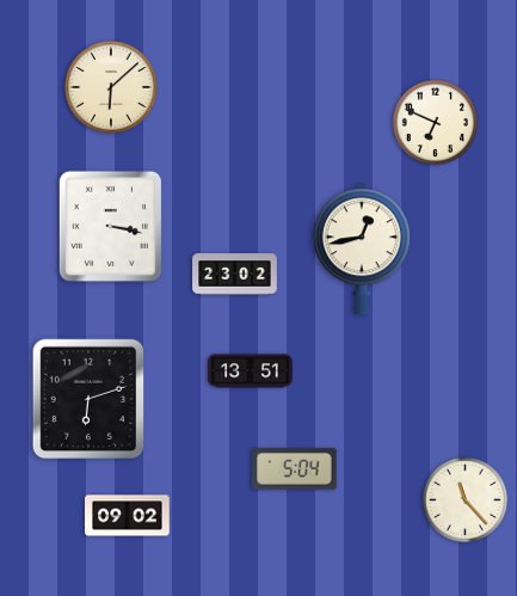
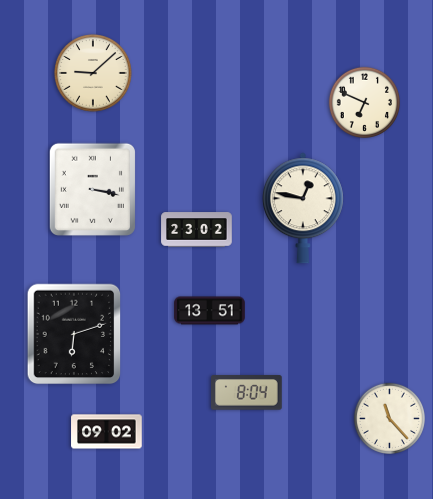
clock at (111, 87): 6:08 -> 9:08
clock at (362, 248): 12:43 -> 12:47
clock at (295, 469): 5:04 -> 8:04
